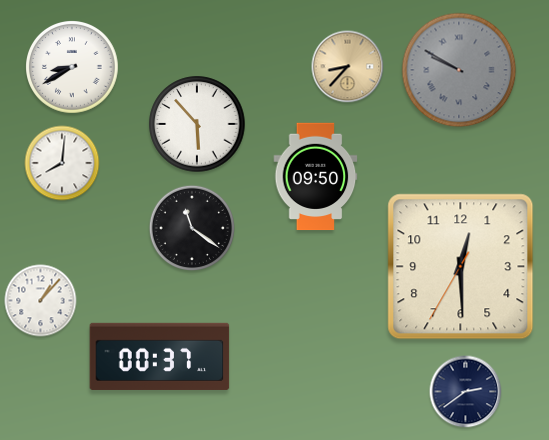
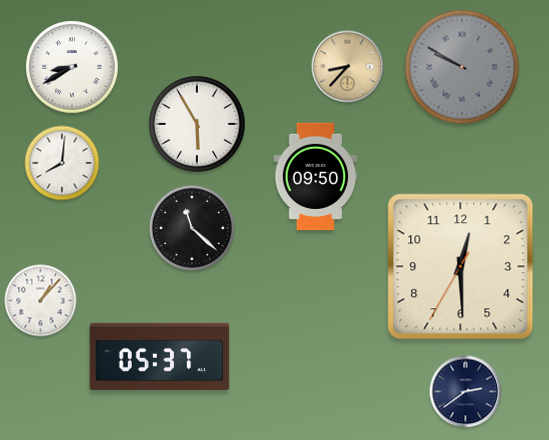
clock at (459, 70) position: (459, 70) -> (462, 67)
clock at (197, 124): 5:53 -> 5:55
clock at (191, 227): 11:21 -> 11:22
clock at (160, 356): 00:37 -> 05:37
